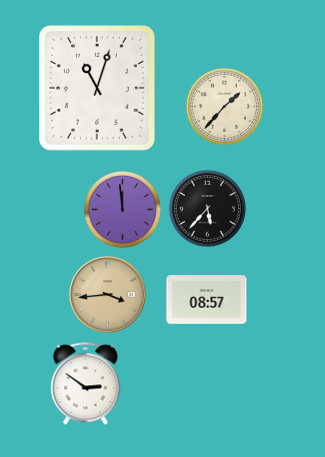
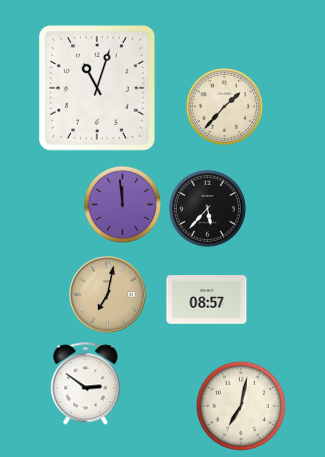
clock at (122, 209) position: (122, 209) -> (122, 204)
clock at (108, 295): 3:44 -> 7:02
clock at (240, 405): none -> 7:02
